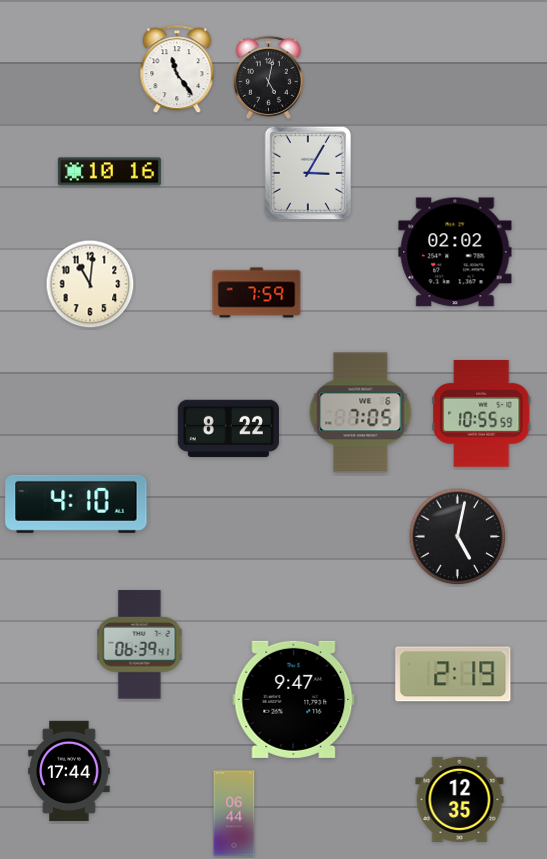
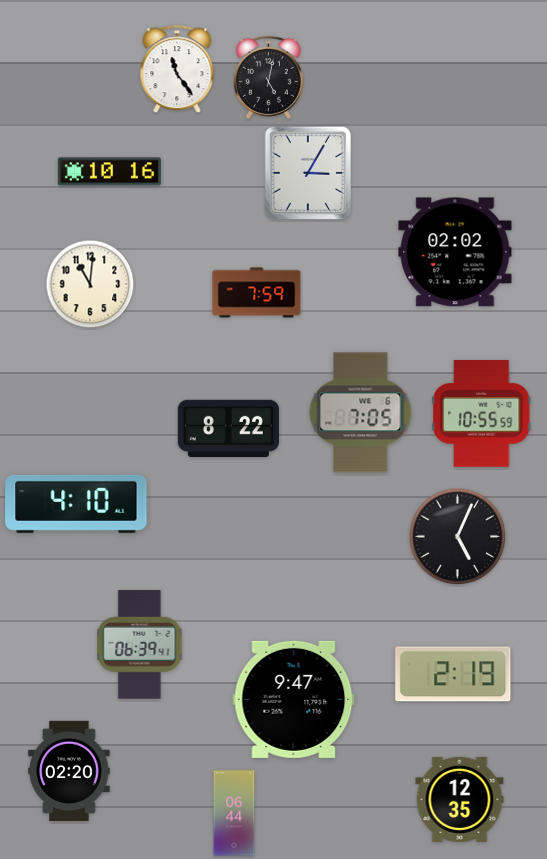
clock at (458, 537): 5:02 -> 5:04
clock at (69, 771): 17:44 -> 02:20
